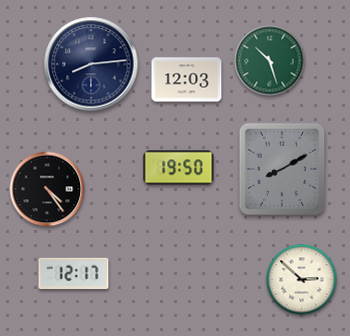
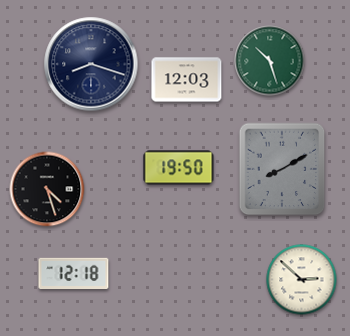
clock at (91, 64): 8:14 -> 8:18
clock at (47, 189): 4:24 -> 4:27
clock at (74, 274): 12:17 -> 12:18
